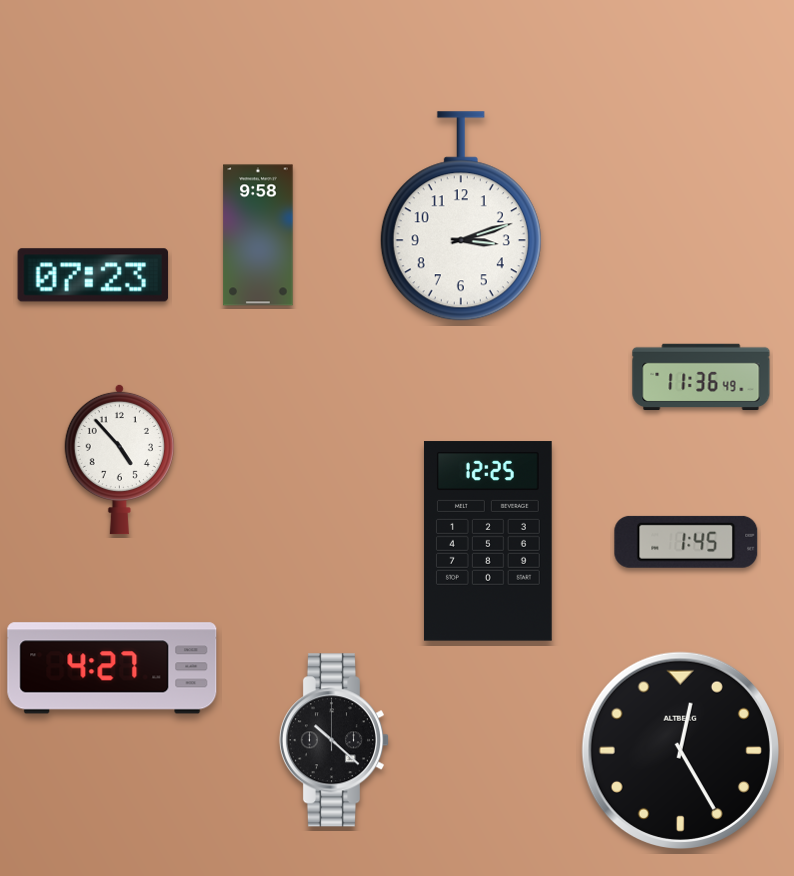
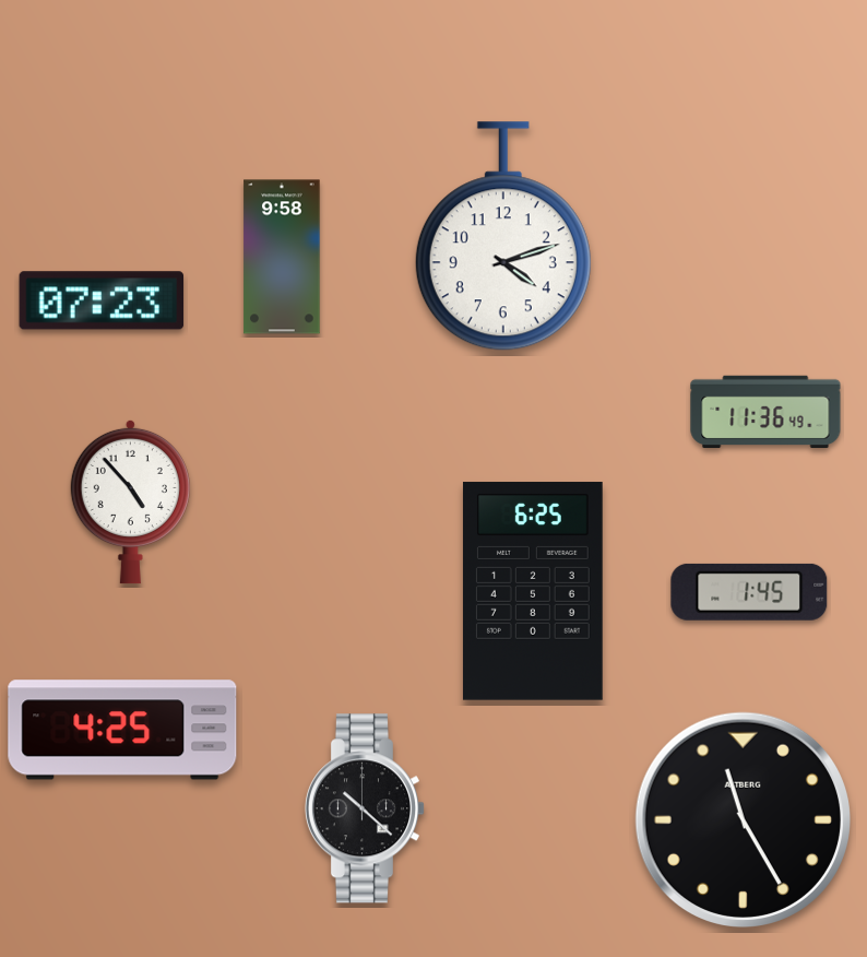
clock at (461, 216): 3:12 -> 4:12
clock at (488, 541): 12:25 -> 6:25
clock at (112, 668): 4:27 -> 4:25
clock at (680, 750): 12:25 -> 11:25
